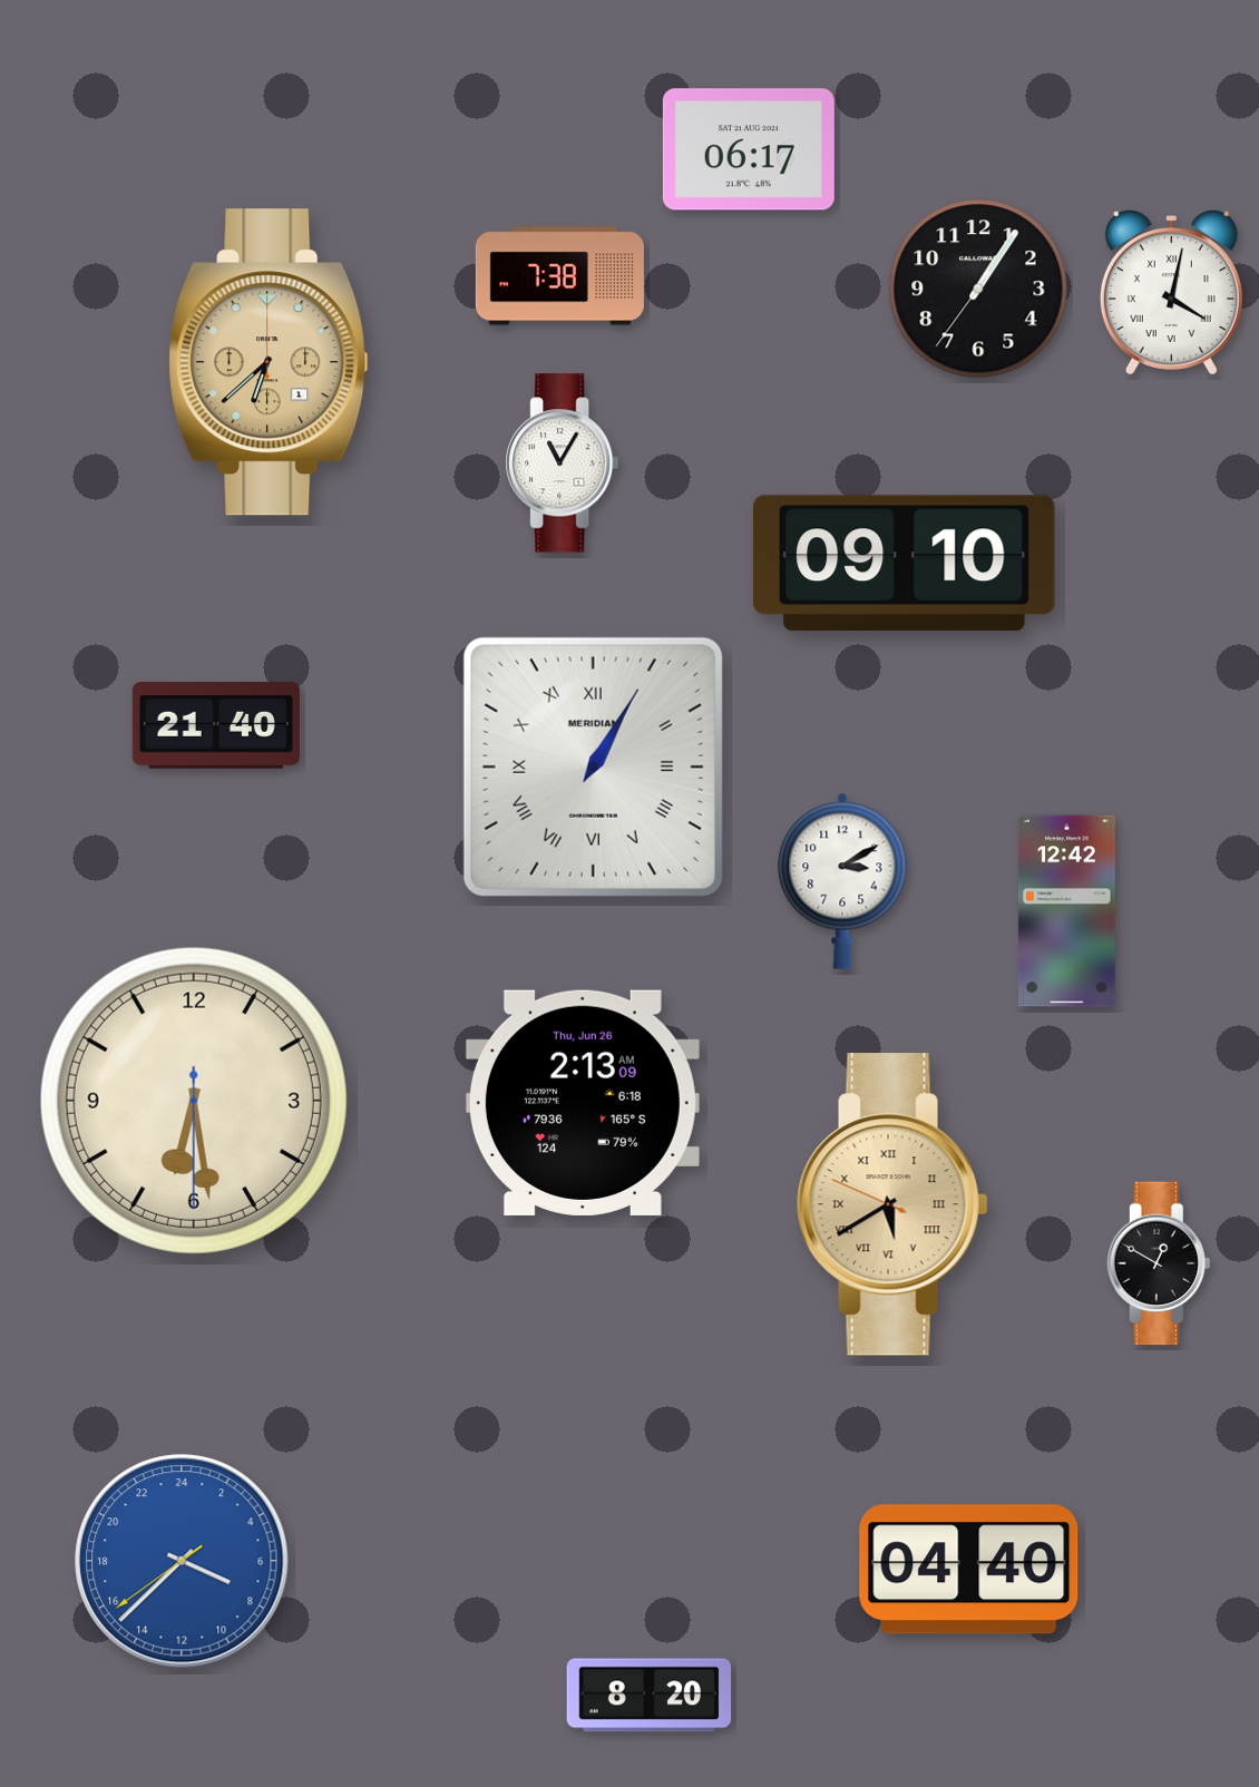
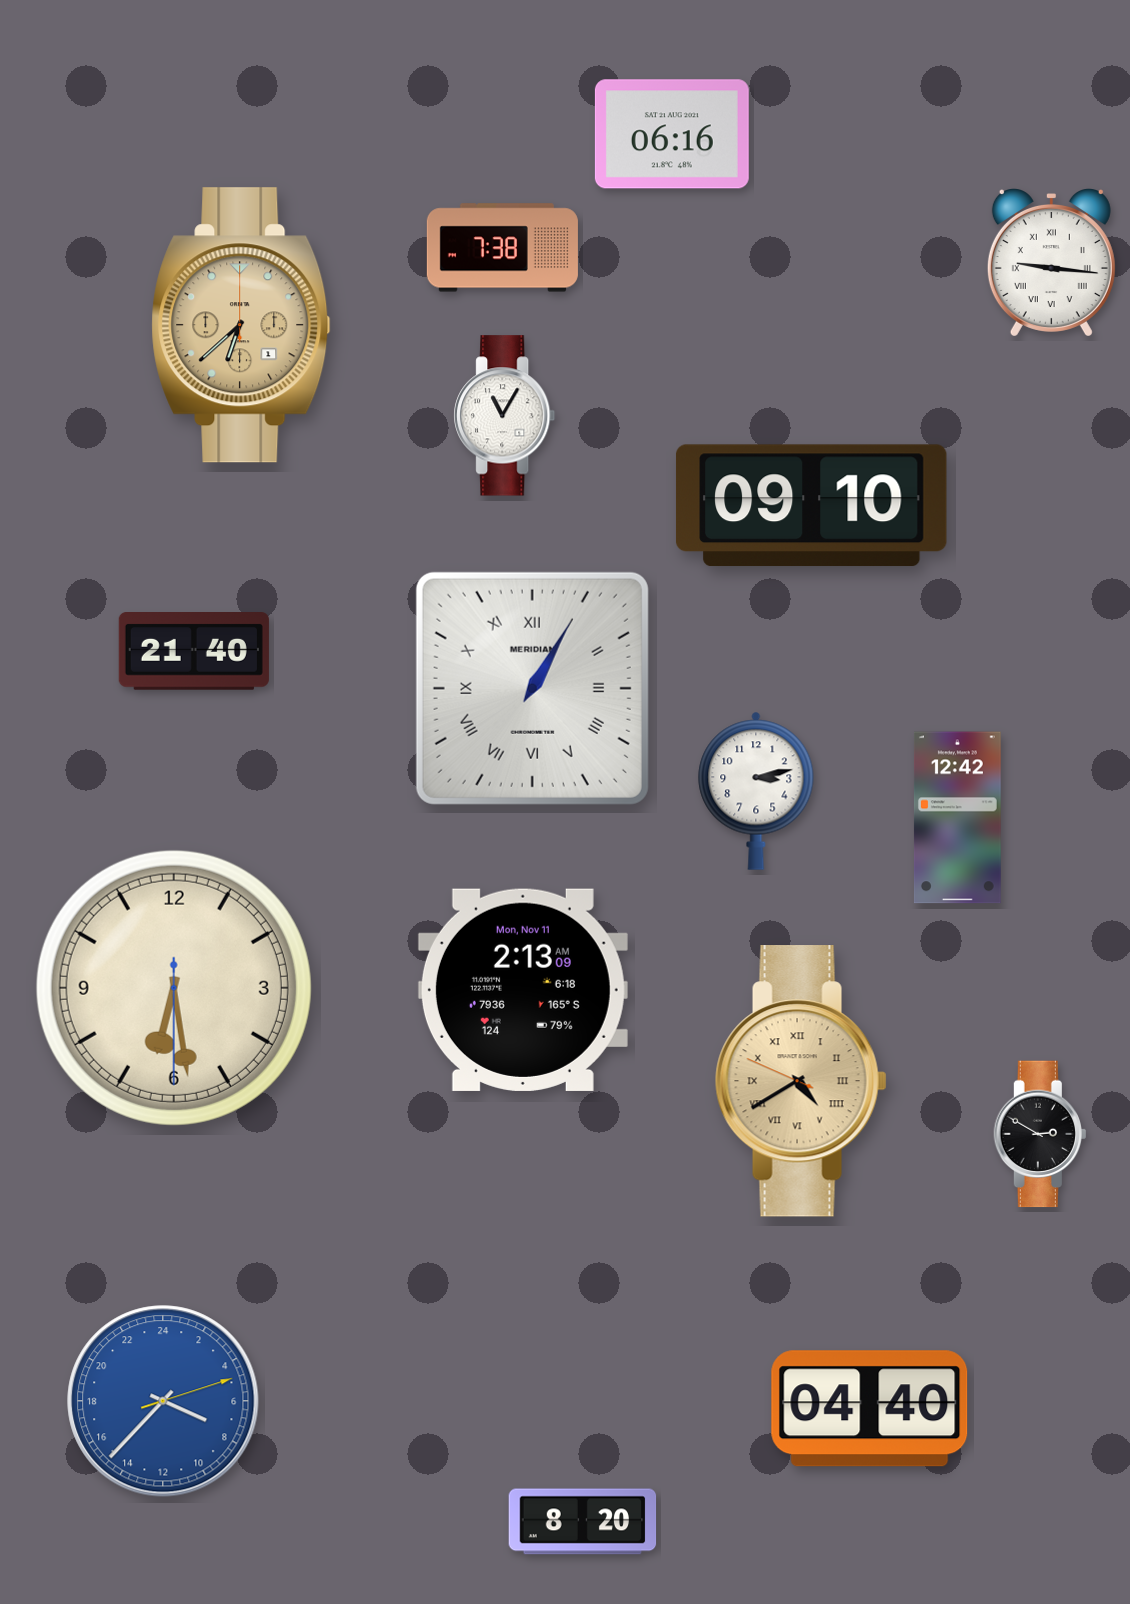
clock at (749, 149): 06:17 -> 06:16
clock at (978, 289): 1:05 -> none
clock at (1171, 293): 4:02 -> 9:16
clock at (842, 881): 3:10 -> 3:13
clock at (583, 1103) date: Thu, Jun 26 -> Mon, Nov 11
clock at (892, 1204): 5:39 -> 4:39
clock at (1158, 1263): 12:50 -> 2:50
clock at (182, 1561): 7:37:39 -> 7:37:12
